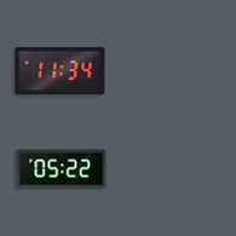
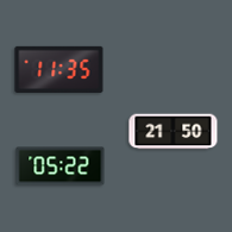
clock at (61, 70): 11:34 -> 11:35
clock at (174, 132): none -> 21:50
